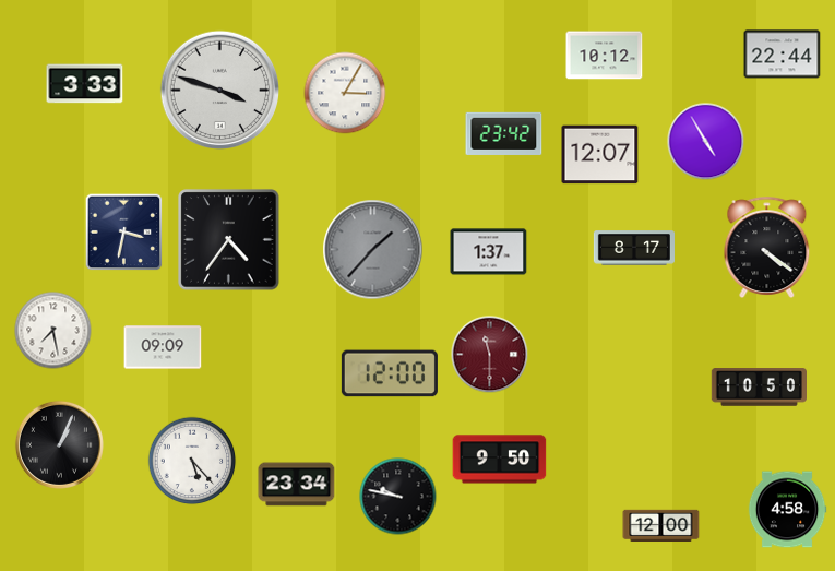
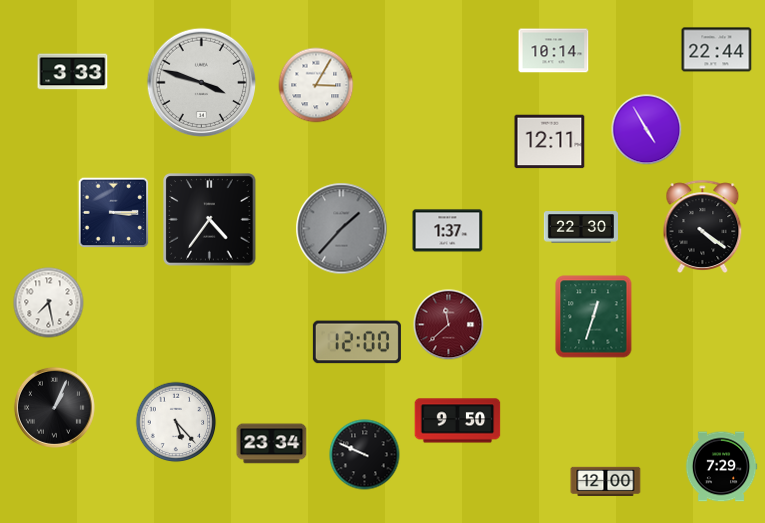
clock at (605, 56): 10:12 -> 10:14
clock at (85, 84) position: (85, 84) -> (73, 72)
clock at (504, 133): 23:42 -> none
clock at (600, 155): 12:07 -> 12:11
clock at (124, 233): 3:32 -> 3:15
clock at (633, 248): 8:17 -> 22:30
clock at (594, 317): none -> 12:33
clock at (163, 347): 09:09 -> none
clock at (490, 355): 11:30 -> 11:38
clock at (759, 388): 10:50 -> none
clock at (398, 497): 9:47 -> 9:49
clock at (787, 510): 4:58 -> 7:29
